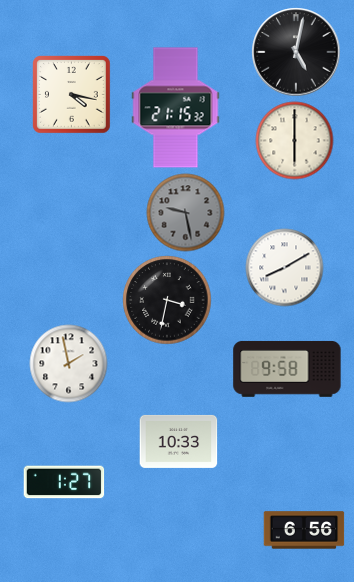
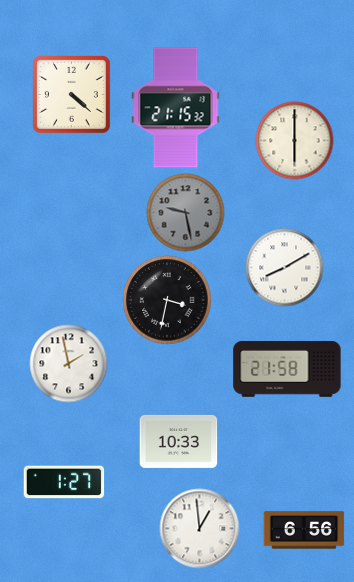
clock at (296, 52): 5:02 -> none
clock at (72, 95): 4:17 -> 4:22
clock at (287, 369): 9:58 -> 21:58
clock at (199, 528): none -> 12:59
